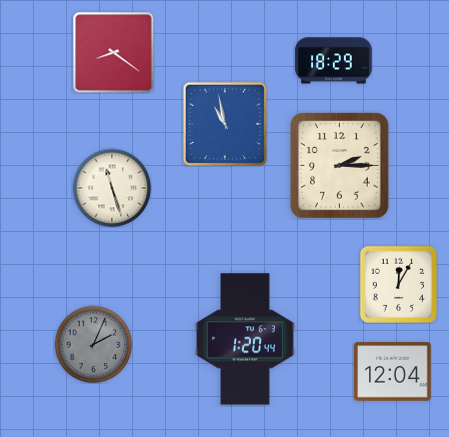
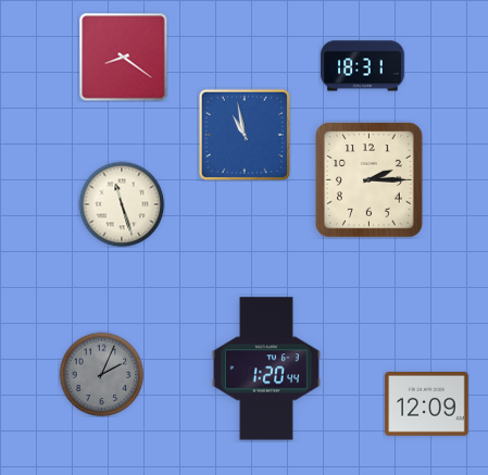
clock at (334, 61): 18:29 -> 18:31
clock at (398, 284): 12:05 -> none
clock at (393, 372): 12:04 -> 12:09
